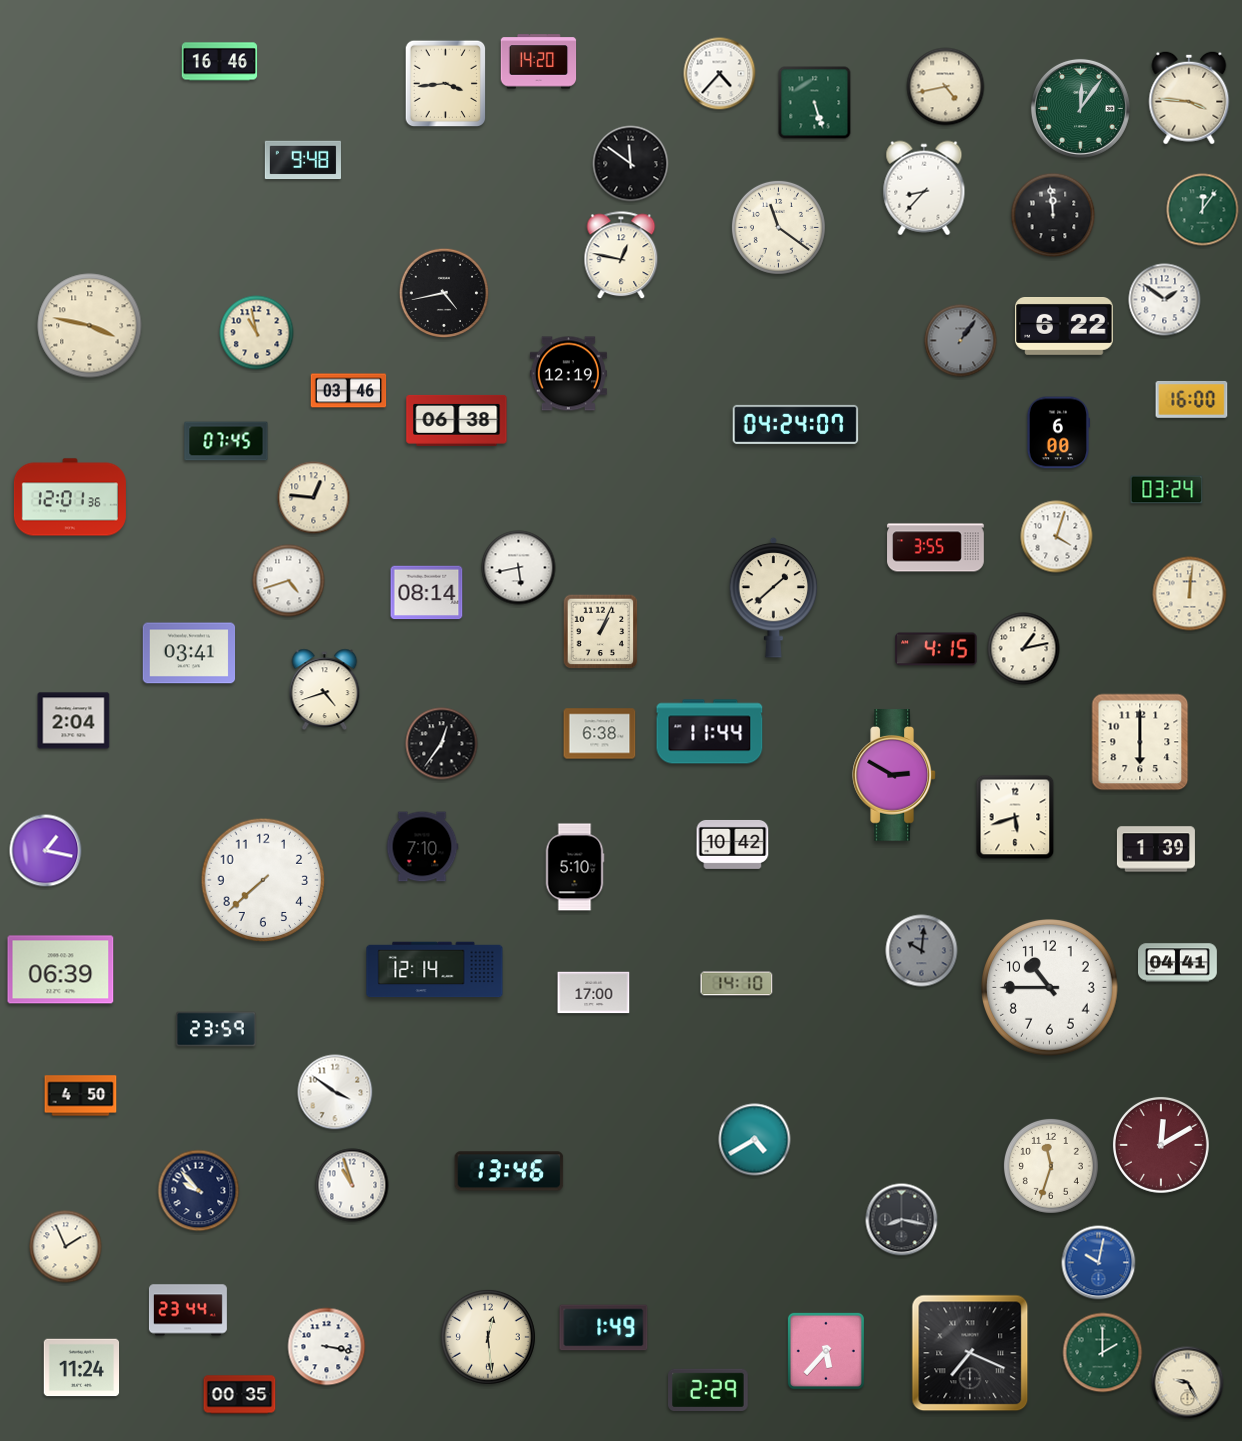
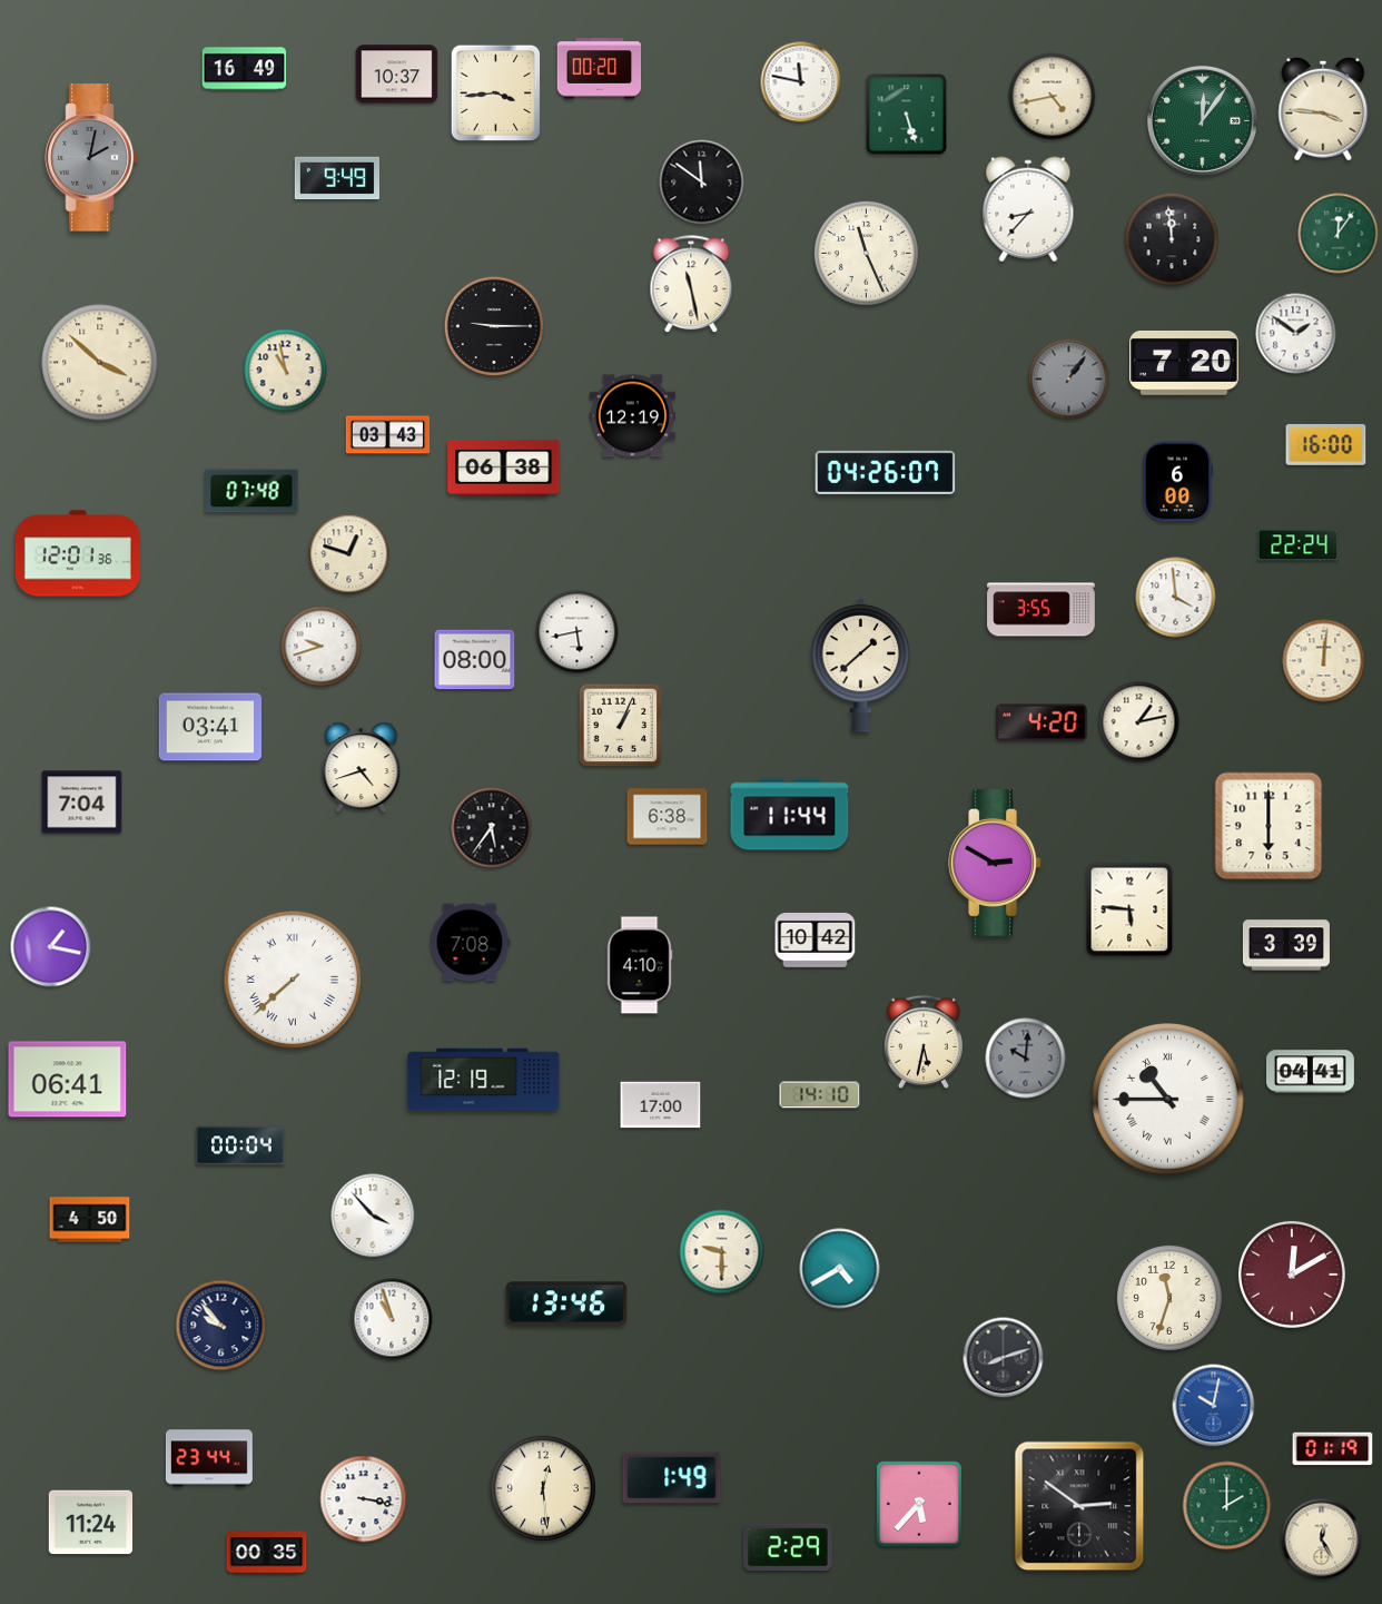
clock at (220, 62): 16:46 -> 16:49
clock at (539, 62): 14:20 -> 00:20
clock at (397, 75): none -> 10:37
clock at (720, 74): 4:37 -> 11:47
clock at (92, 158): none -> 2:02
clock at (302, 160): 9:48 -> 9:49
clock at (778, 227): 11:21 -> 11:26
clock at (621, 256): 12:47 -> 11:28
clock at (444, 293): 4:43 -> 9:15
clock at (90, 326): 3:47 -> 3:52
clock at (1064, 327): 6:22 -> 7:20
clock at (349, 391): 03:46 -> 03:43
clock at (457, 420) position: (457, 420) -> (504, 468)
clock at (796, 424): 04:24 -> 04:26
clock at (226, 441): 07:45 -> 07:48
clock at (1167, 490): 03:24 -> 22:24
clock at (314, 498): 12:46 -> 12:48
clock at (1057, 537): 4:03 -> 3:59
clock at (289, 581): 4:42 -> 9:42
clock at (427, 593): 08:14 -> 08:00
clock at (601, 632) position: (601, 632) -> (621, 726)
clock at (936, 649): 4:15 -> 4:20
clock at (74, 721): 2:04 -> 7:04
clock at (442, 744): 12:36 -> 5:36
clock at (1015, 817): 5:42 -> 5:46
clock at (422, 847): 7:10 -> 7:08
clock at (1156, 849): 1:39 -> 3:39
clock at (575, 867): 5:10 -> 4:10
clock at (263, 880) numerals: Arabic -> Roman
clock at (924, 1042): none -> 5:32
clock at (61, 970): 06:39 -> 06:41
clock at (435, 970): 12:14 -> 12:19
clock at (1050, 988) numerals: Arabic -> Roman
clock at (216, 1029): 23:59 -> 00:04
clock at (335, 1092): 3:51 -> 3:53
clock at (722, 1252): none -> 9:30
clock at (902, 1220): 8:17 -> 8:12
clock at (66, 1247): 1:56 -> none
clock at (1099, 1263) position: (1099, 1263) -> (1214, 1406)
clock at (1333, 1449): none -> 01:19
clock at (970, 1353): 7:19 -> 2:51
clock at (1188, 1383): 9:25 -> 12:25
